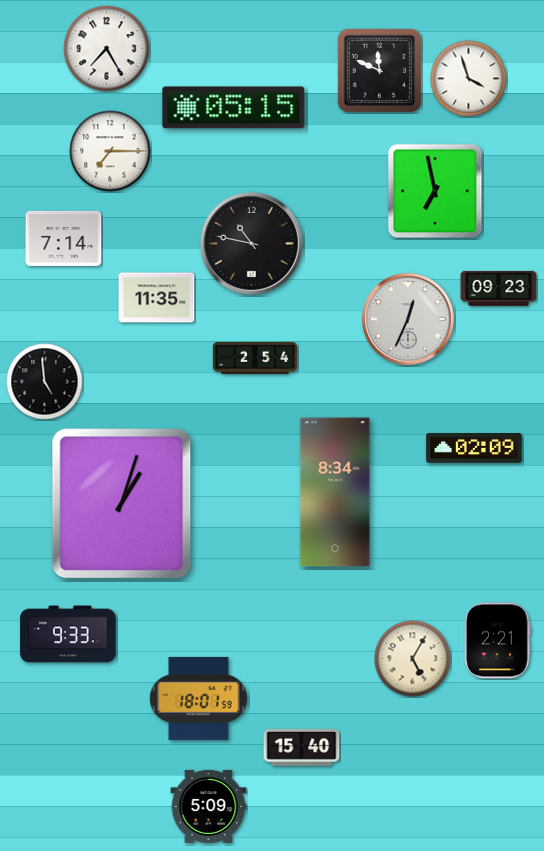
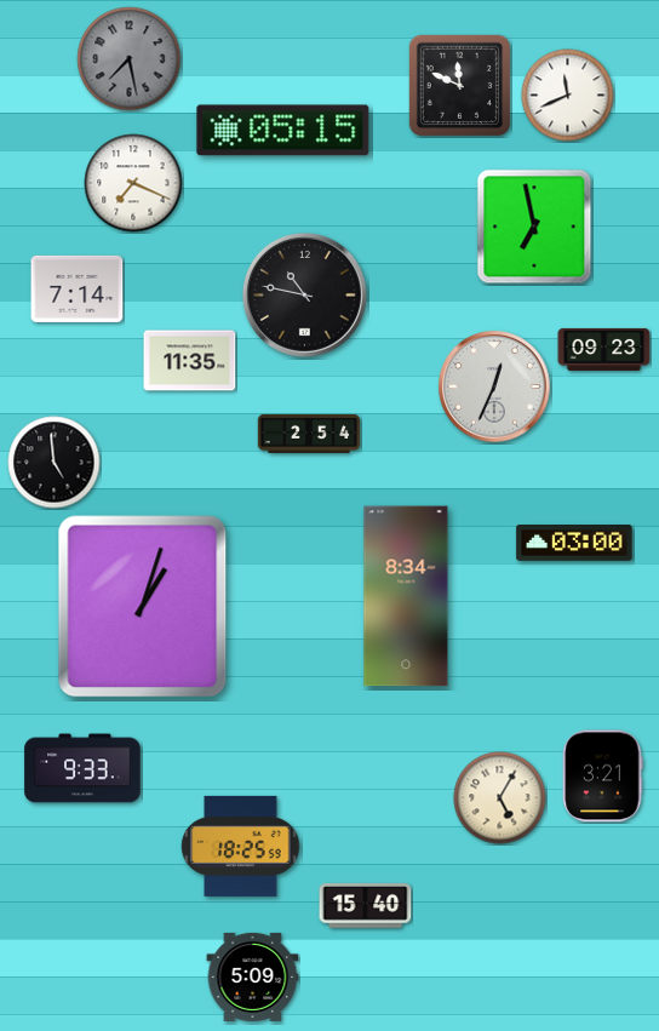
clock at (107, 49): 7:25 -> 7:28
clock at (107, 49) dial: white -> grey
clock at (469, 79): 3:57 -> 11:41
clock at (110, 151): 7:15 -> 7:19
clock at (435, 191) position: (435, 191) -> (534, 227)
clock at (474, 449): 02:09 -> 03:00
clock at (122, 504) position: (122, 504) -> (143, 607)
clock at (498, 641): 2:21 -> 3:21
clock at (199, 698): 18:01 -> 18:25
